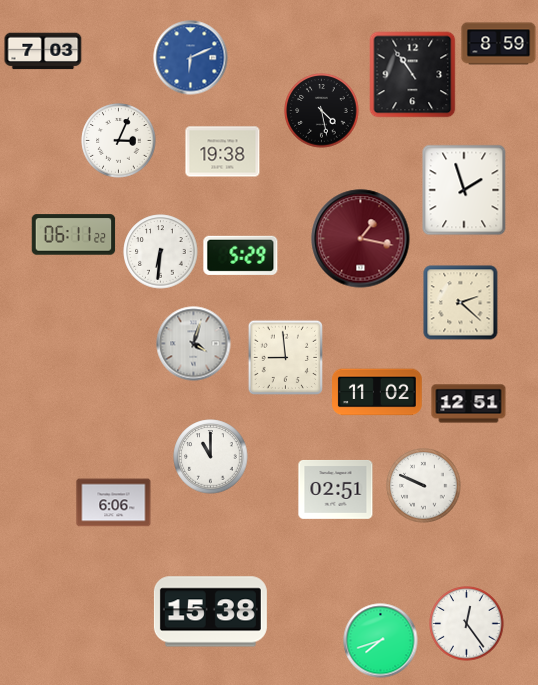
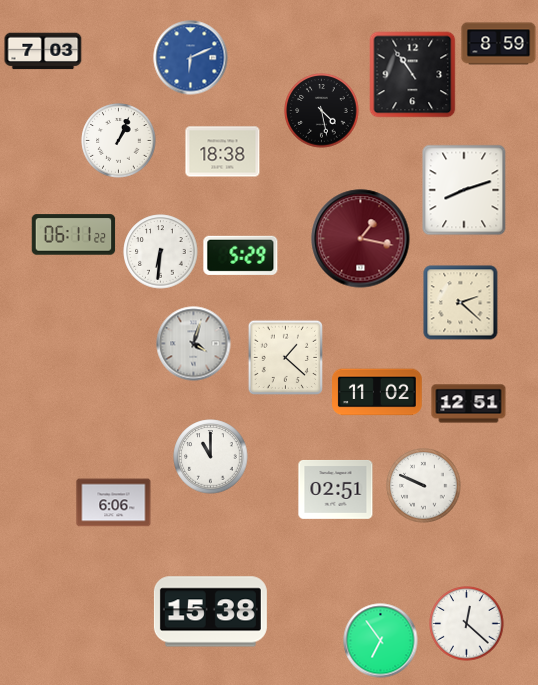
clock at (119, 141): 3:04 -> 1:04
clock at (223, 152): 19:38 -> 18:38
clock at (464, 190): 1:57 -> 8:12
clock at (285, 357): 8:59 -> 1:22
clock at (467, 624): 12:24 -> 12:22
clock at (381, 641): 7:42 -> 6:54
